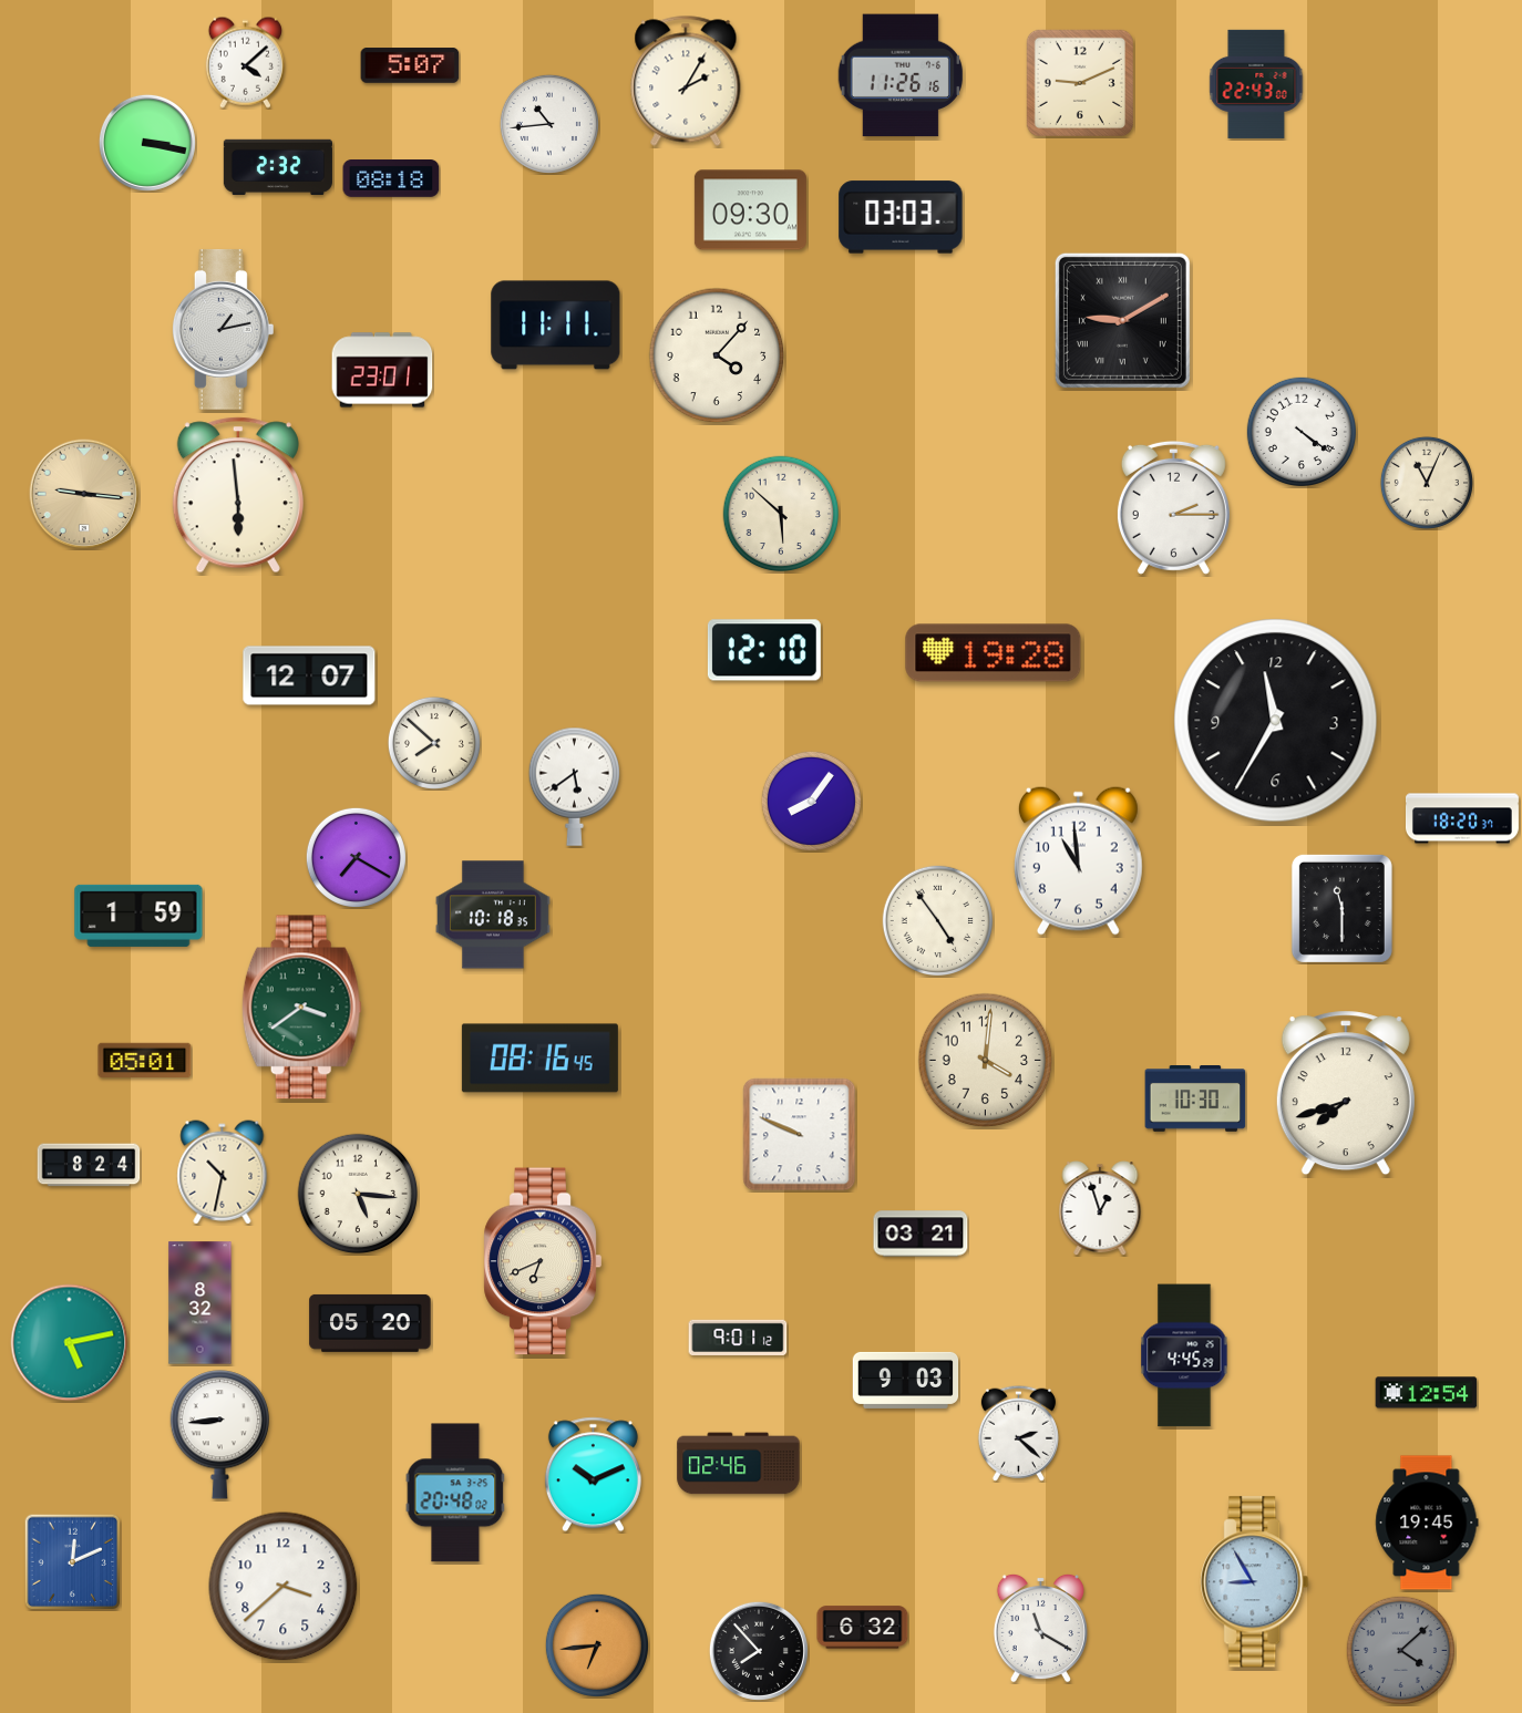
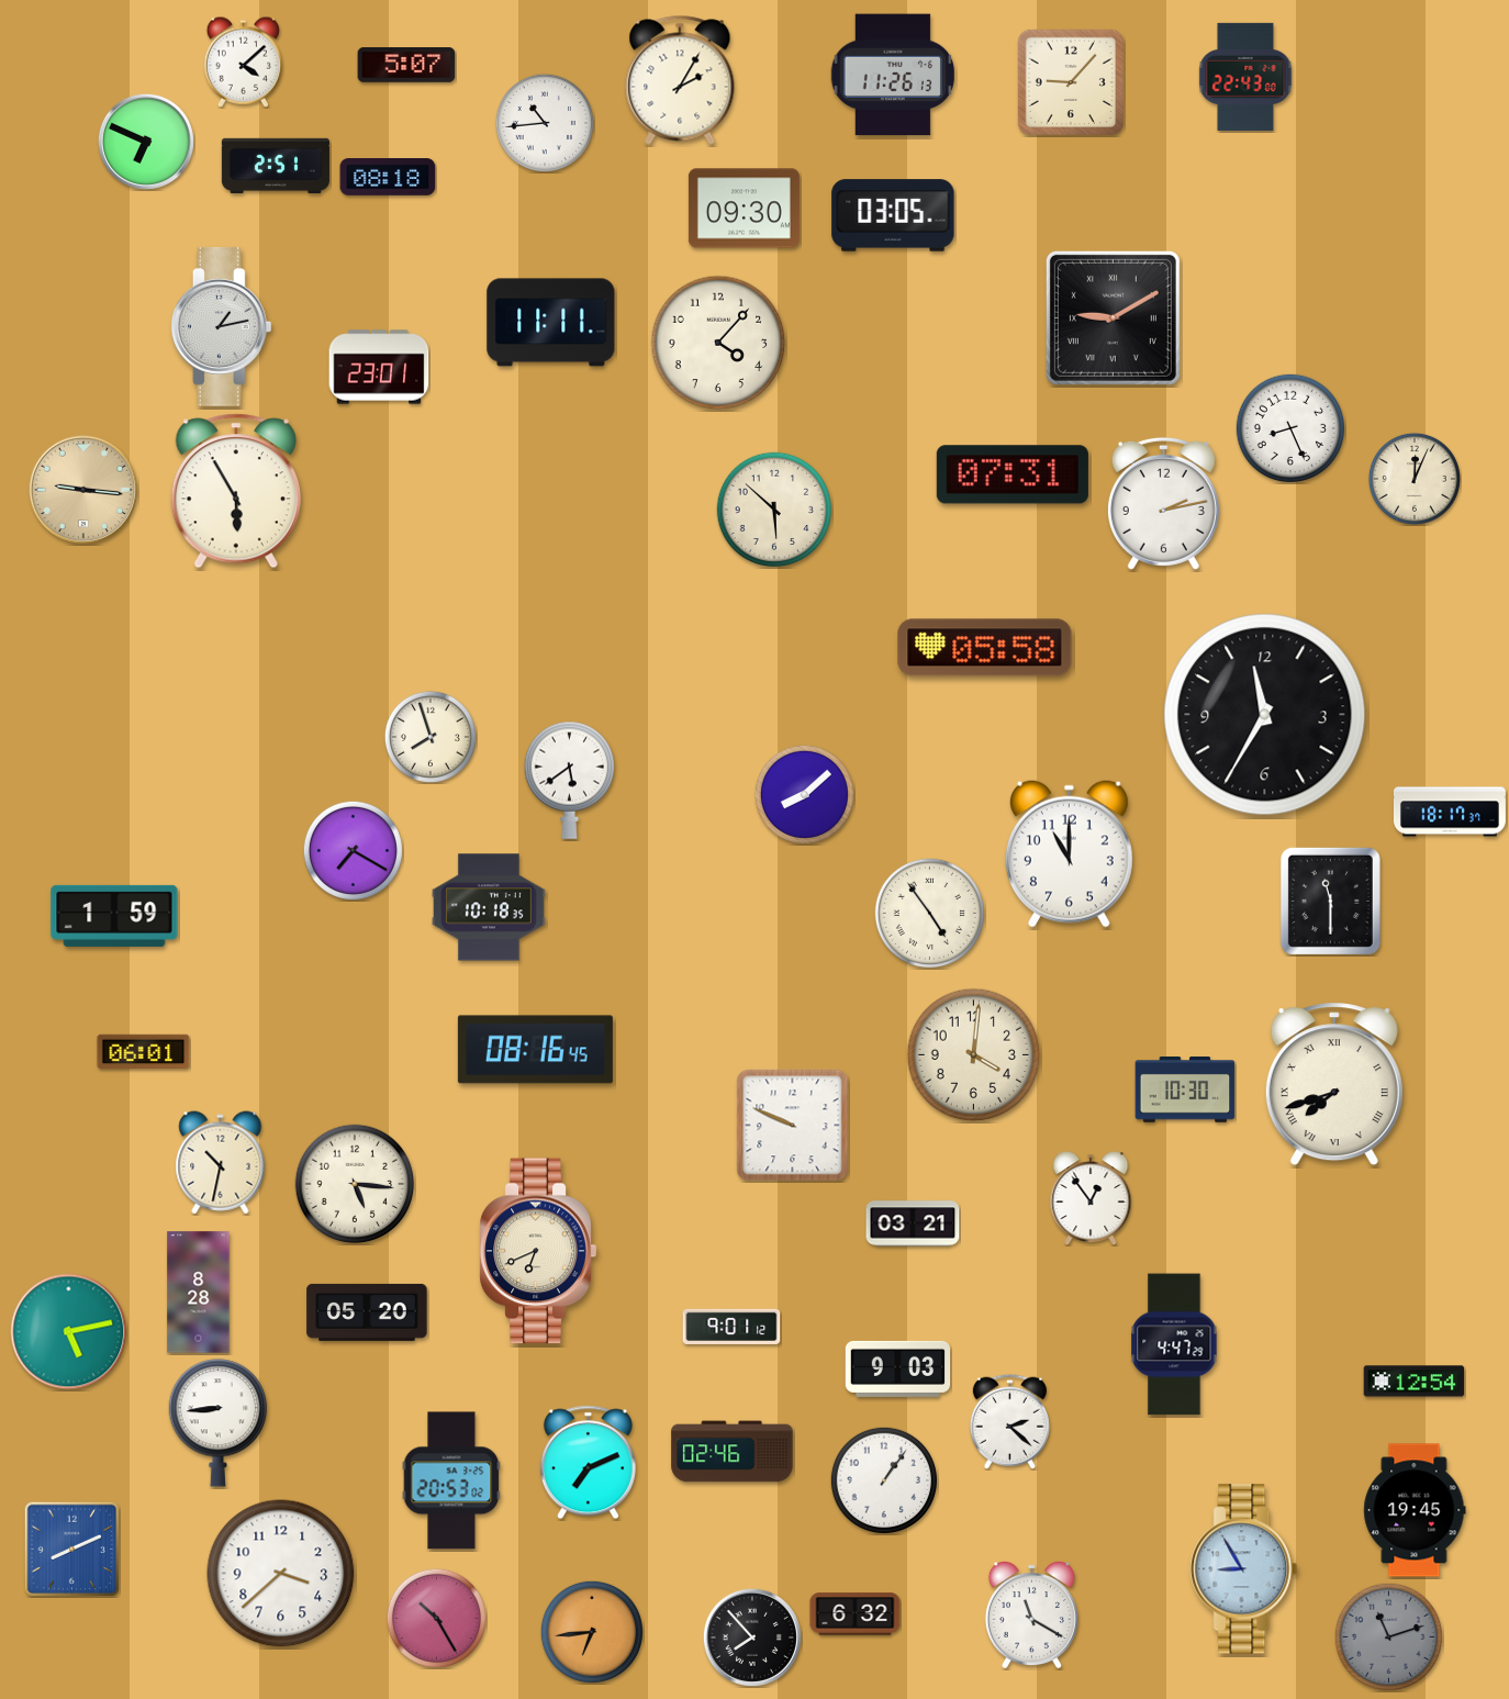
clock at (901, 75): 11:26:16 -> 11:26:13
clock at (1079, 82): 9:11 -> 9:07
clock at (1256, 84) position: (1256, 84) -> (1245, 77)
clock at (147, 143): 3:17 -> 6:49
clock at (278, 167): 2:32 -> 2:51
clock at (901, 217): 03:03 -> 03:05
clock at (717, 355) position: (717, 355) -> (718, 343)
clock at (1300, 431): 4:21 -> 8:26
clock at (1013, 474): none -> 07:31
clock at (1427, 483): 11:04 -> 12:04
clock at (238, 495): 5:59 -> 5:55
clock at (1173, 507): 2:15 -> 2:13
clock at (764, 650): 12:10 -> none
clock at (994, 653): 19:28 -> 05:58
clock at (309, 675): 12:07 -> none
clock at (434, 743): 7:52 -> 7:57
clock at (811, 801): 8:06 -> 8:08
clock at (1462, 818): 18:20 -> 18:17
clock at (1078, 860): 10:59 -> 11:00
clock at (138, 916) position: (138, 916) -> (114, 916)
clock at (301, 1008): 3:39 -> none
clock at (145, 1061): 05:01 -> 06:01
clock at (986, 1061) position: (986, 1061) -> (974, 1055)
clock at (1346, 1093) numerals: Arabic -> Roman
clock at (89, 1165): 8:24 -> none
clock at (1100, 1208): 12:57 -> 12:54
clock at (200, 1303): 8:32 -> 8:28
clock at (1184, 1355): 4:45 -> 4:47
clock at (593, 1475): 10:11 -> 7:11
clock at (883, 1479): none -> 1:06
clock at (455, 1493): 20:48 -> 20:53
clock at (72, 1561): 12:11 -> 8:11
clock at (436, 1618): none -> 10:25
clock at (1400, 1650): 4:08 -> 11:12
